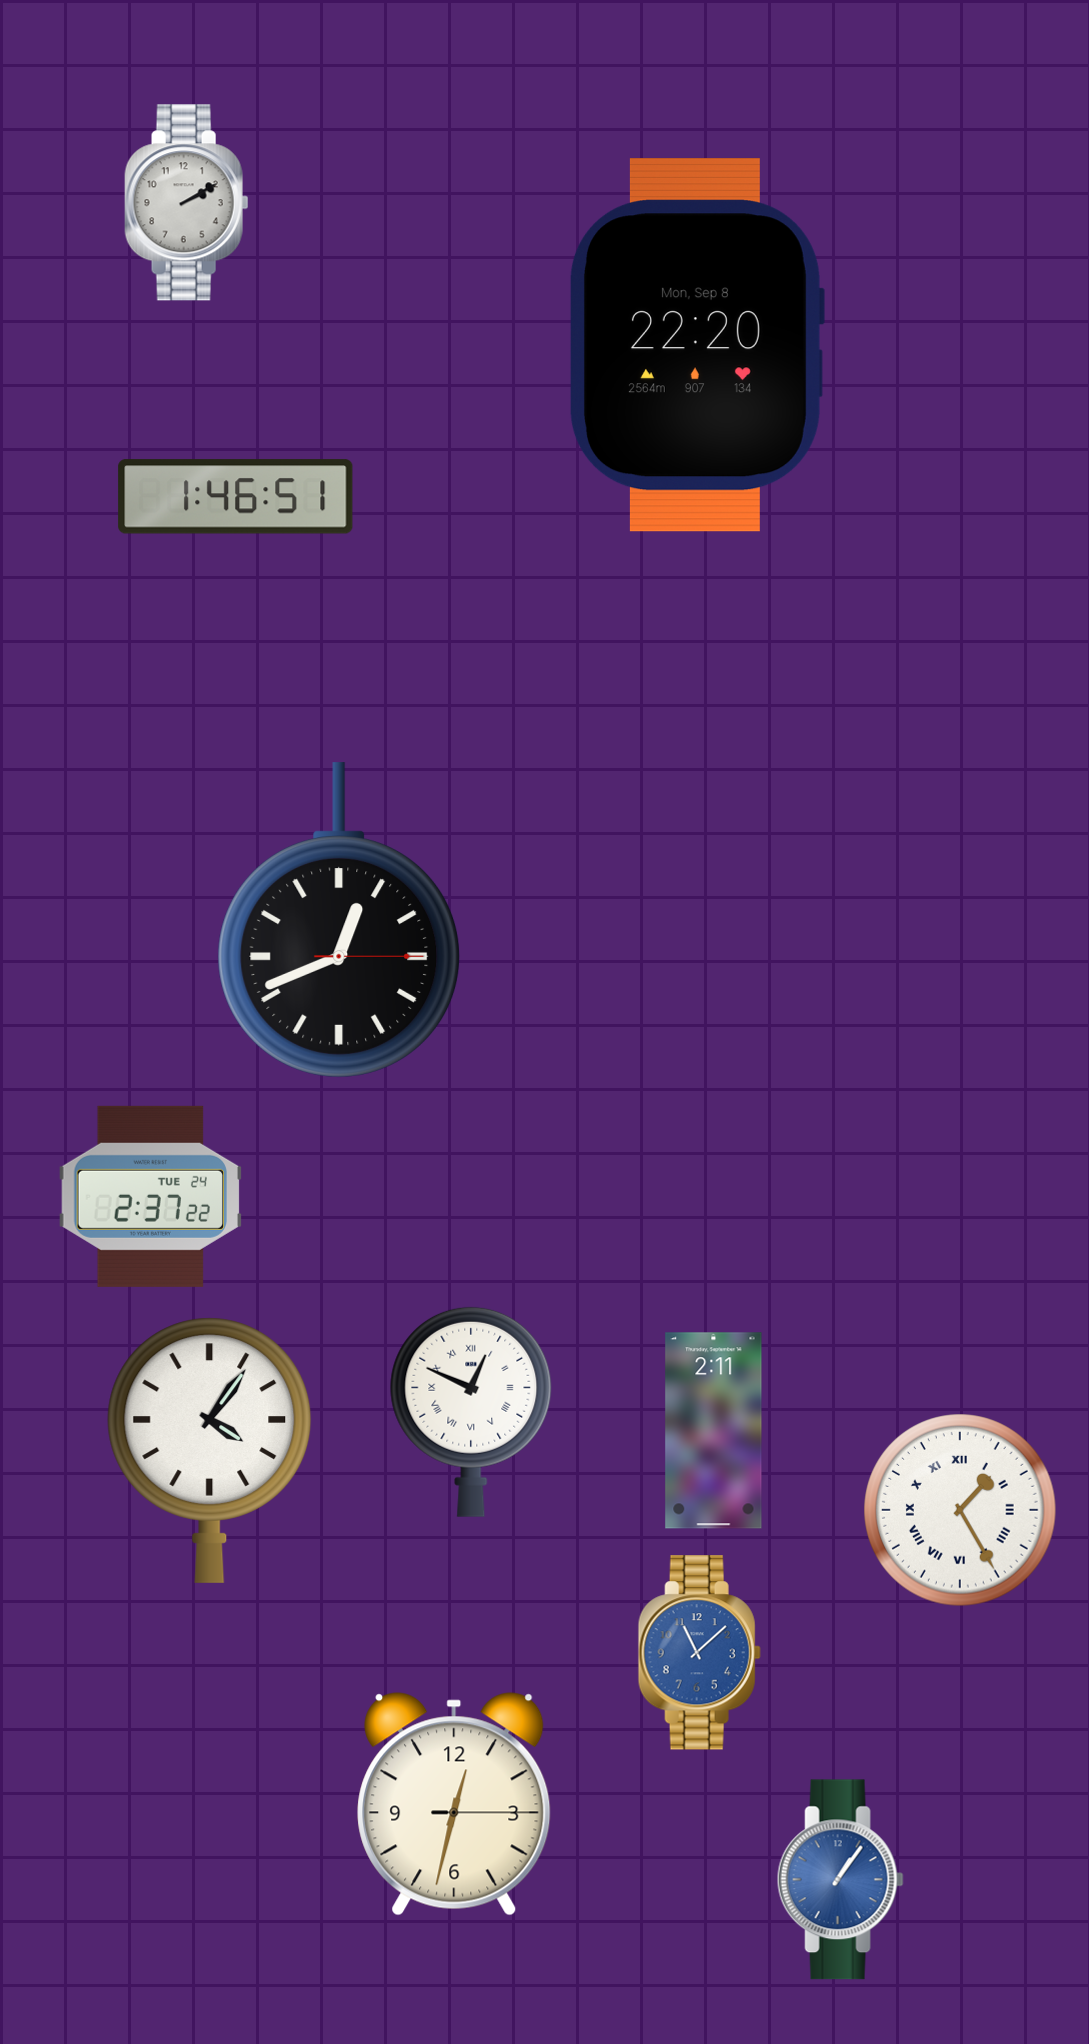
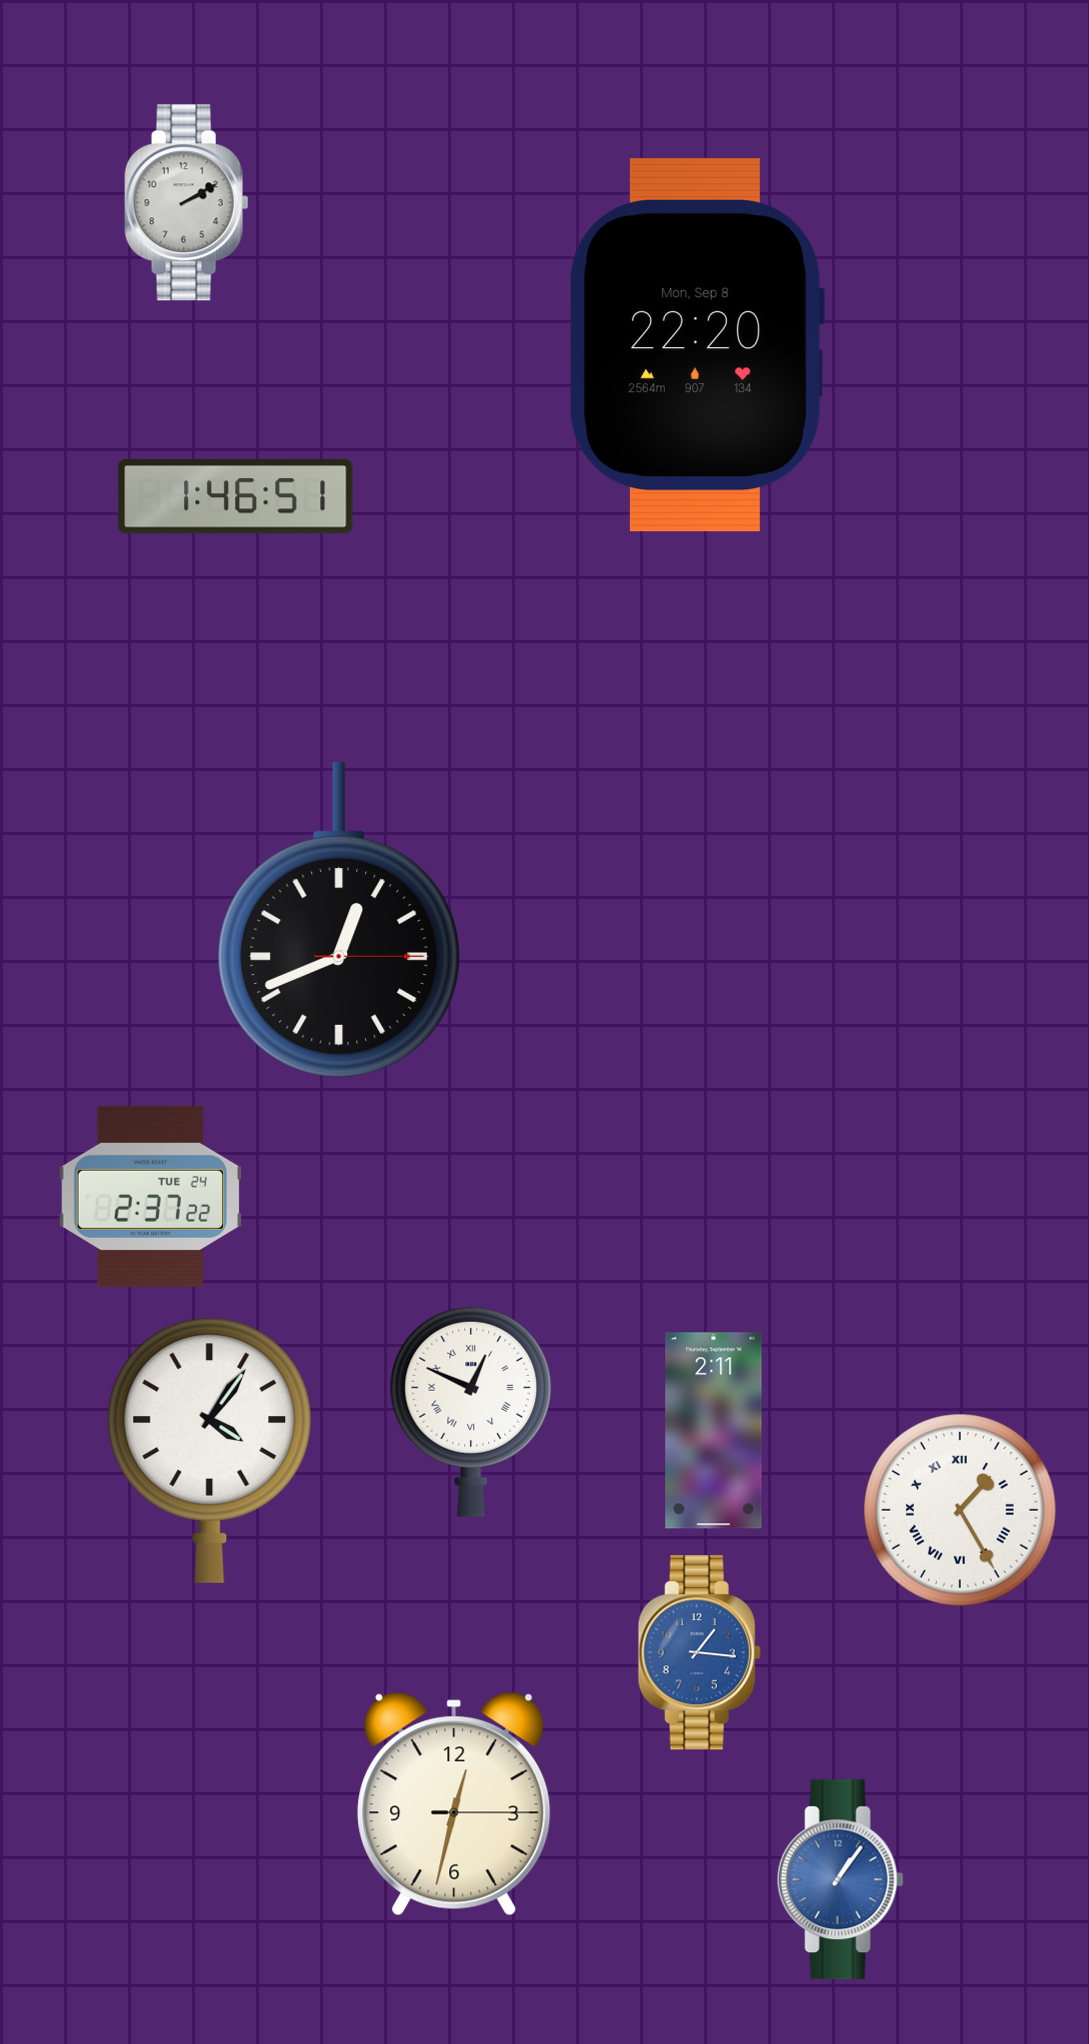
clock at (699, 1653): 11:08 -> 1:16
